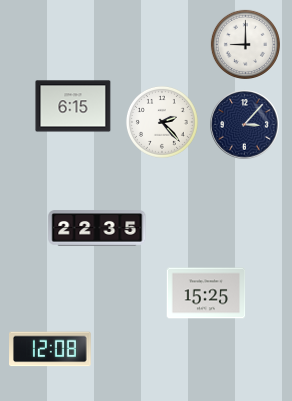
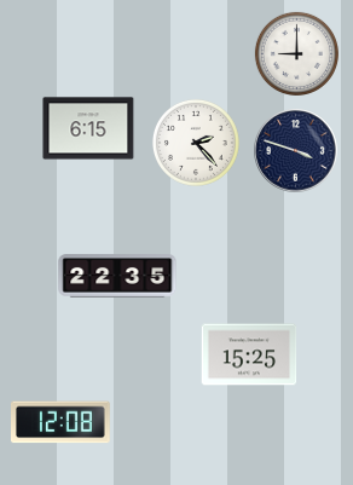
clock at (162, 122) position: (162, 122) -> (196, 143)
clock at (245, 125): 3:07 -> 3:48
